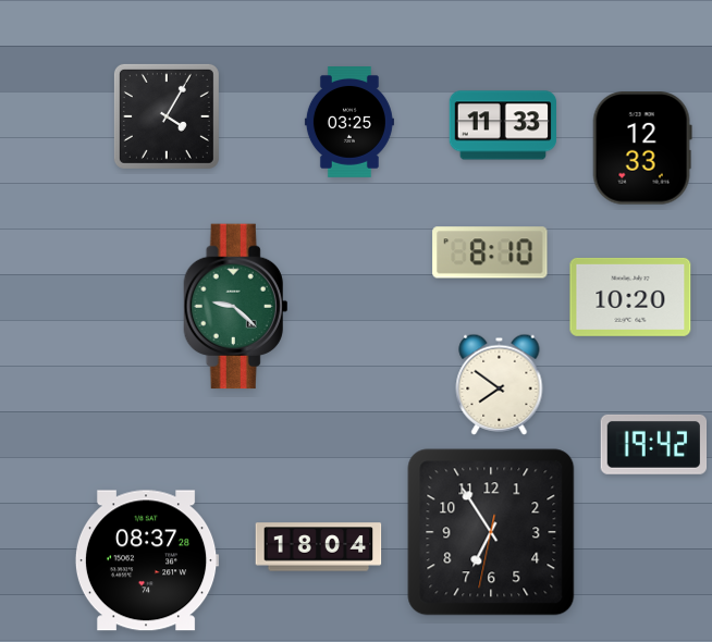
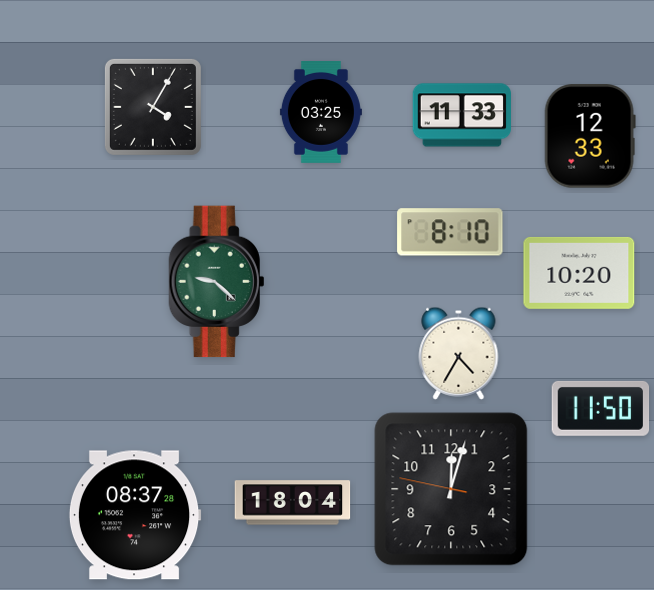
clock at (500, 384): 7:51 -> 4:35
clock at (654, 444): 19:42 -> 11:50
clock at (491, 532): 6:54 -> 12:02
